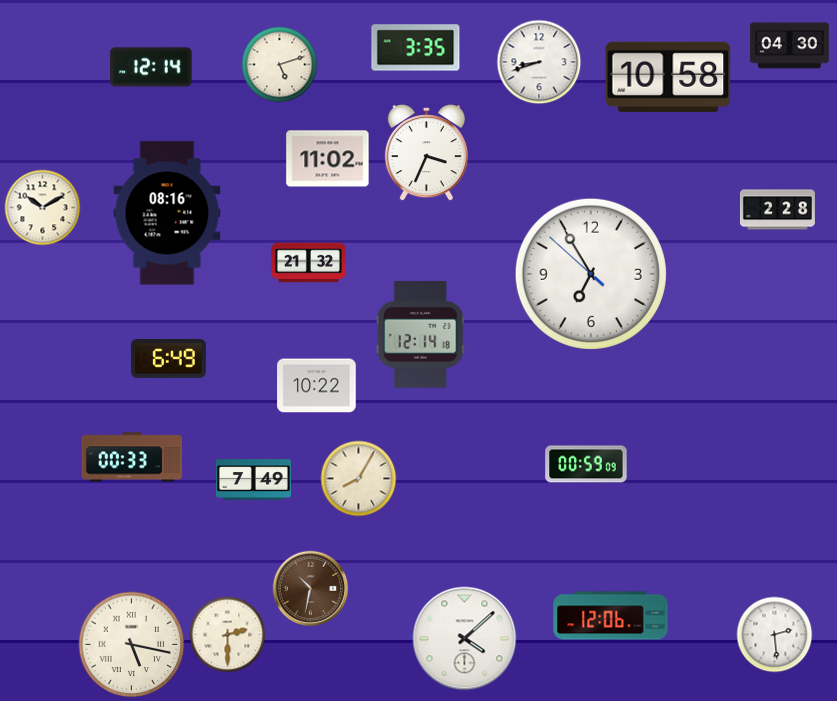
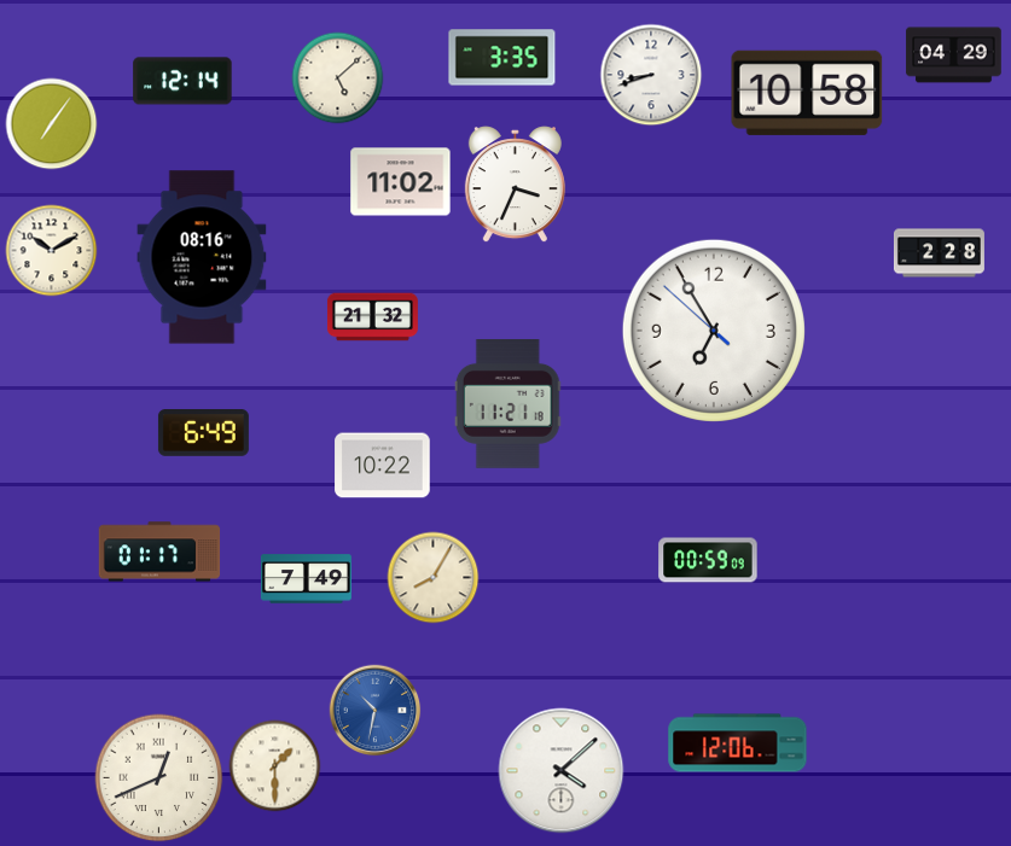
clock at (790, 46): 04:30 -> 04:29
clock at (280, 65): 5:12 -> 5:08
clock at (52, 124): none -> 7:06
clock at (328, 159) position: (328, 159) -> (401, 182)
clock at (420, 335): 12:14 -> 11:21
clock at (132, 457): 00:33 -> 01:17
clock at (311, 589) dial: brown -> blue
clock at (228, 635): 2:30 -> 1:30
clock at (775, 635): 2:29 -> none
clock at (132, 645): 5:17 -> 12:41
